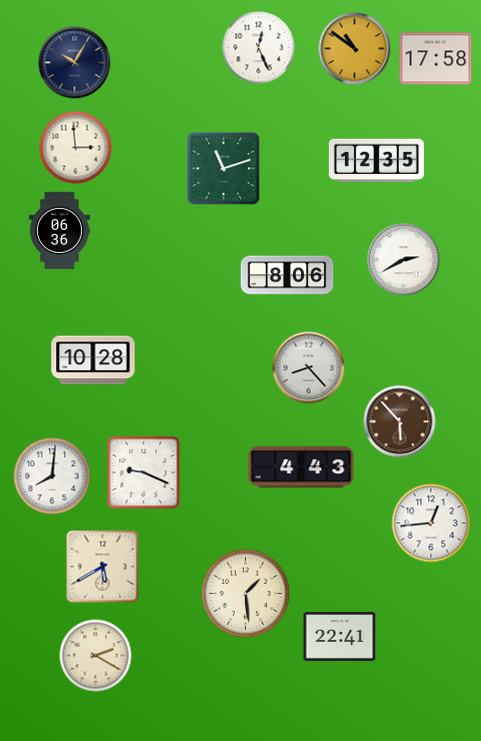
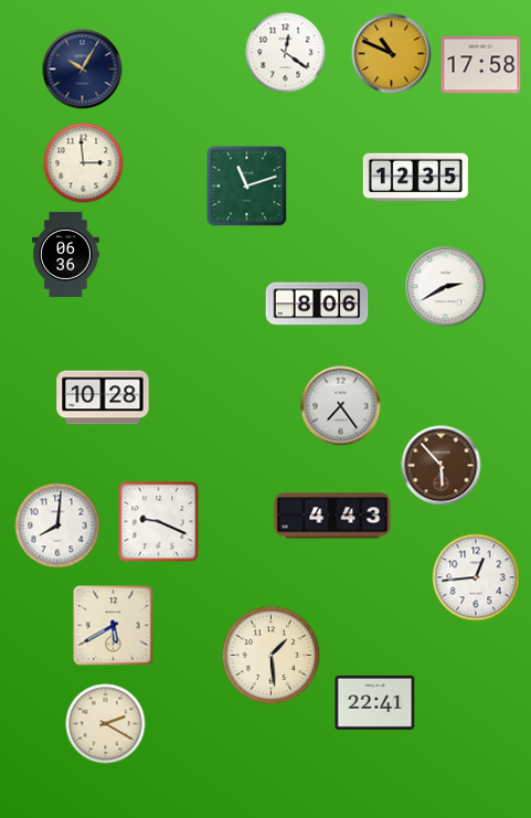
clock at (259, 48): 12:26 -> 12:21
clock at (355, 49): 10:51 -> 10:49
clock at (309, 368): 8:23 -> 7:24
